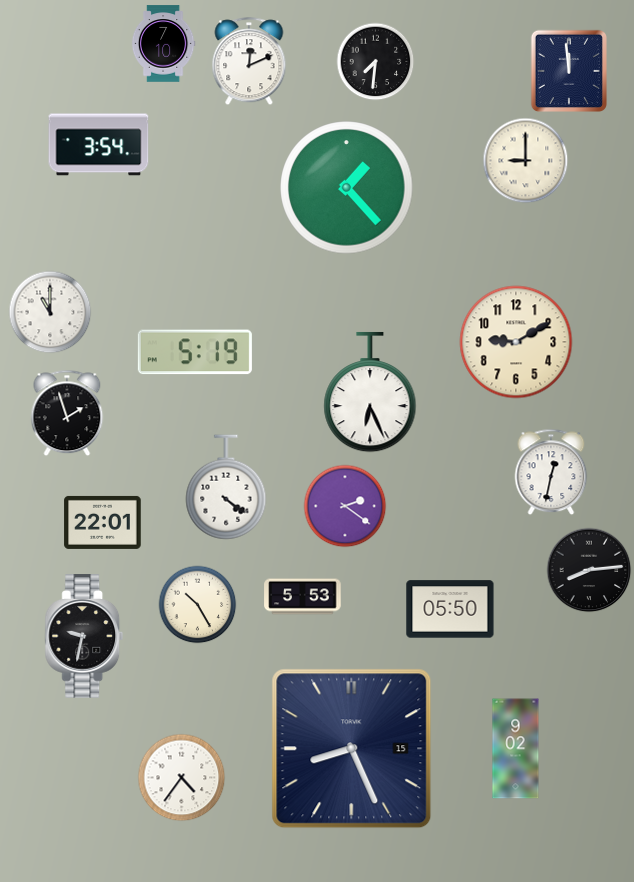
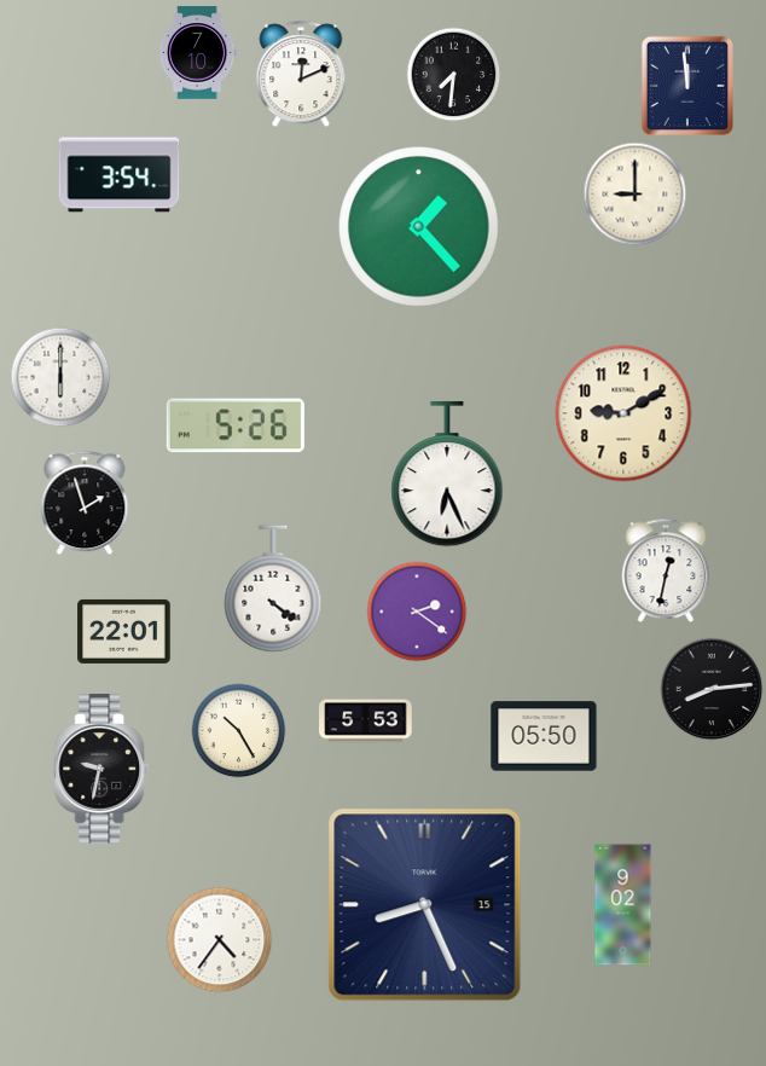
clock at (50, 312): 11:00 -> 6:00
clock at (195, 352): 5:19 -> 5:26
clock at (67, 413) position: (67, 413) -> (85, 503)
